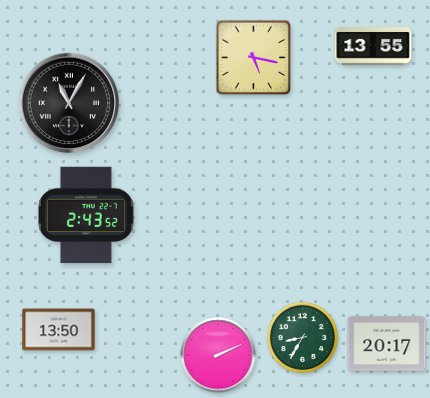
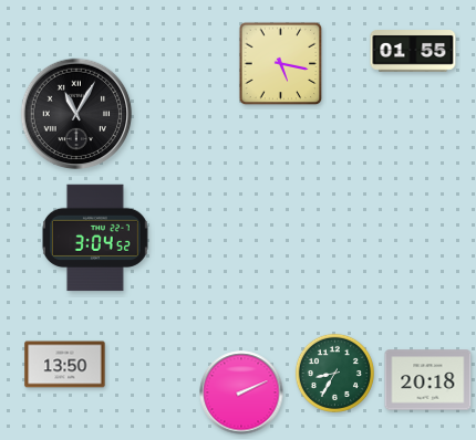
clock at (373, 46): 13:55 -> 01:55
clock at (86, 215): 2:43 -> 3:04
clock at (387, 344): 20:17 -> 20:18
